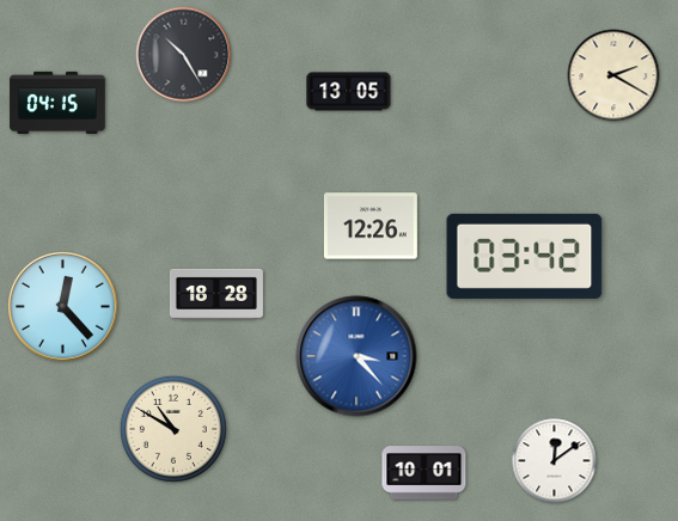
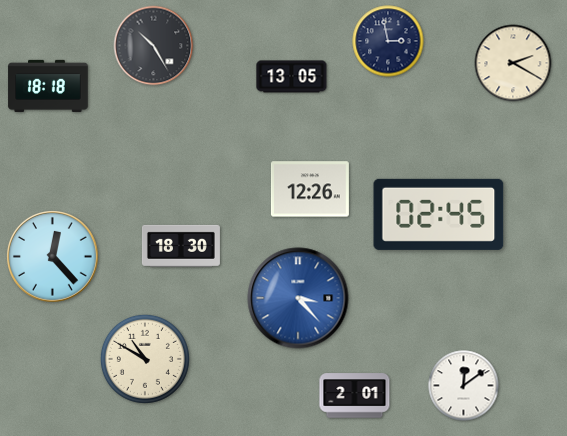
clock at (388, 41): none -> 2:58
clock at (57, 103): 04:15 -> 18:18
clock at (525, 256): 03:42 -> 02:45
clock at (216, 294): 18:28 -> 18:30
clock at (424, 473): 10:01 -> 2:01
